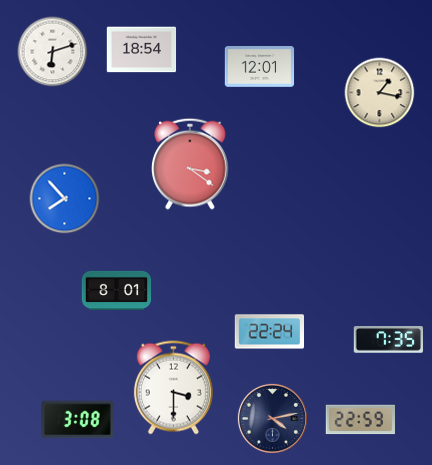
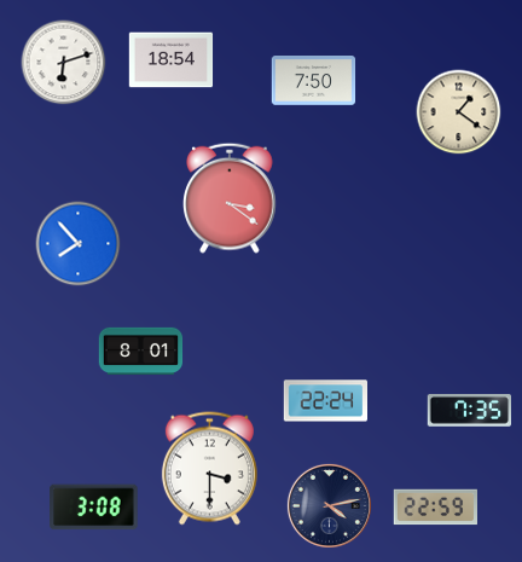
clock at (260, 67): 12:01 -> 7:50
clock at (380, 93): 1:17 -> 1:21
clock at (65, 199) position: (65, 199) -> (79, 244)
